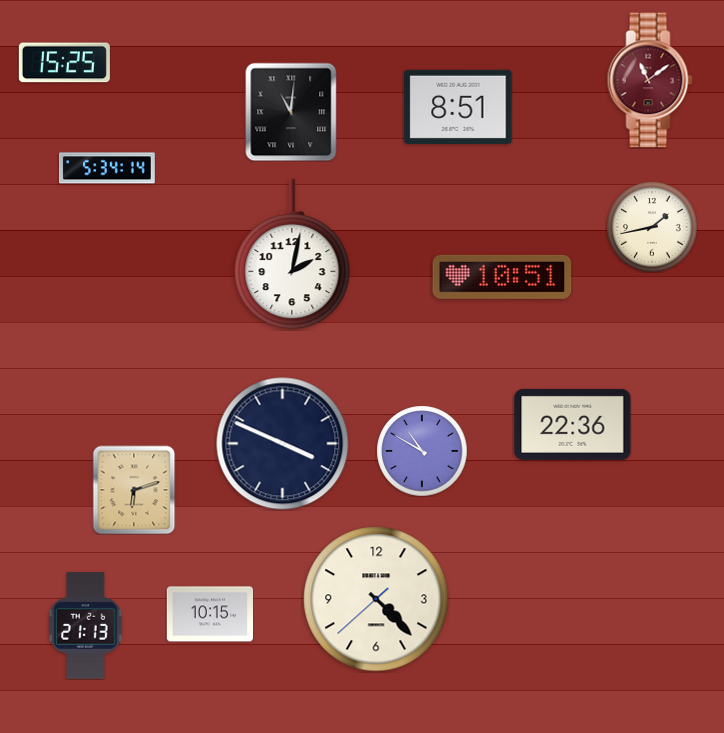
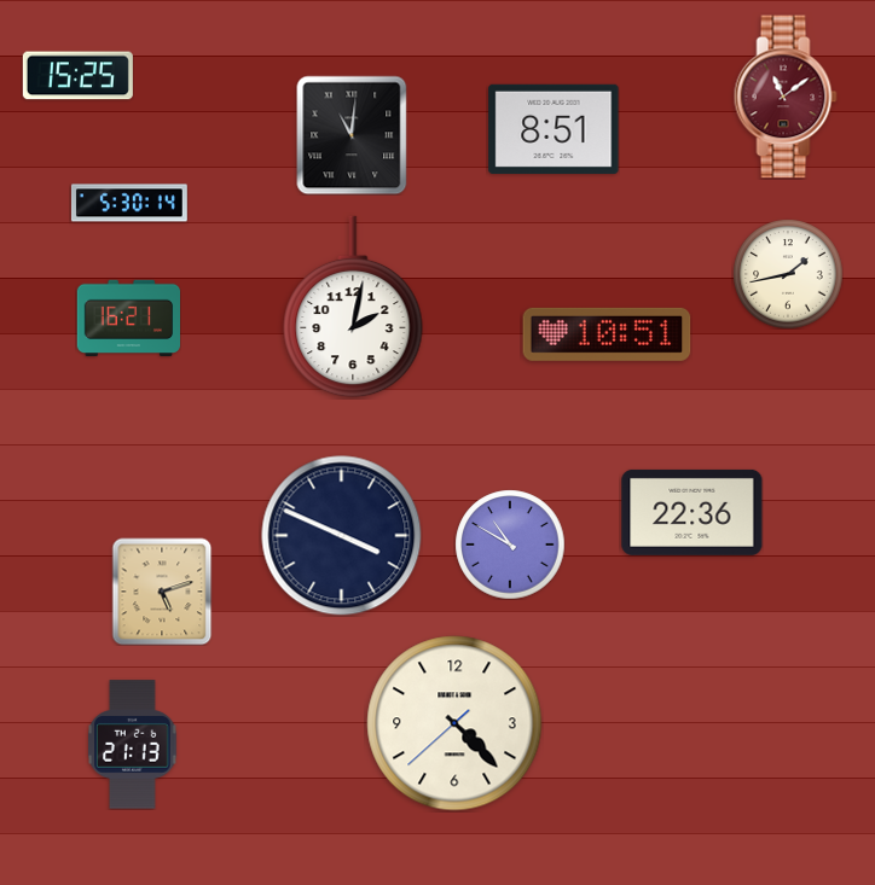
clock at (107, 168): 5:34 -> 5:30
clock at (128, 318): none -> 16:21
clock at (134, 490): 6:12 -> 5:12
clock at (209, 614): 10:15 -> none
clock at (86, 626) position: (86, 626) -> (133, 745)
